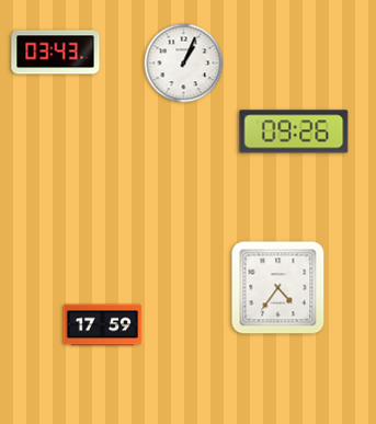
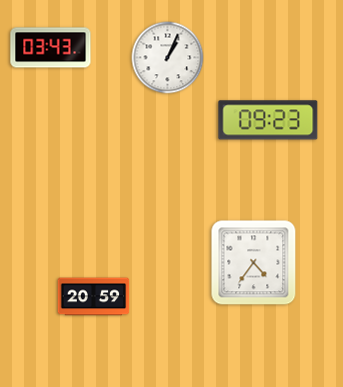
clock at (294, 131): 09:26 -> 09:23
clock at (103, 325): 17:59 -> 20:59
